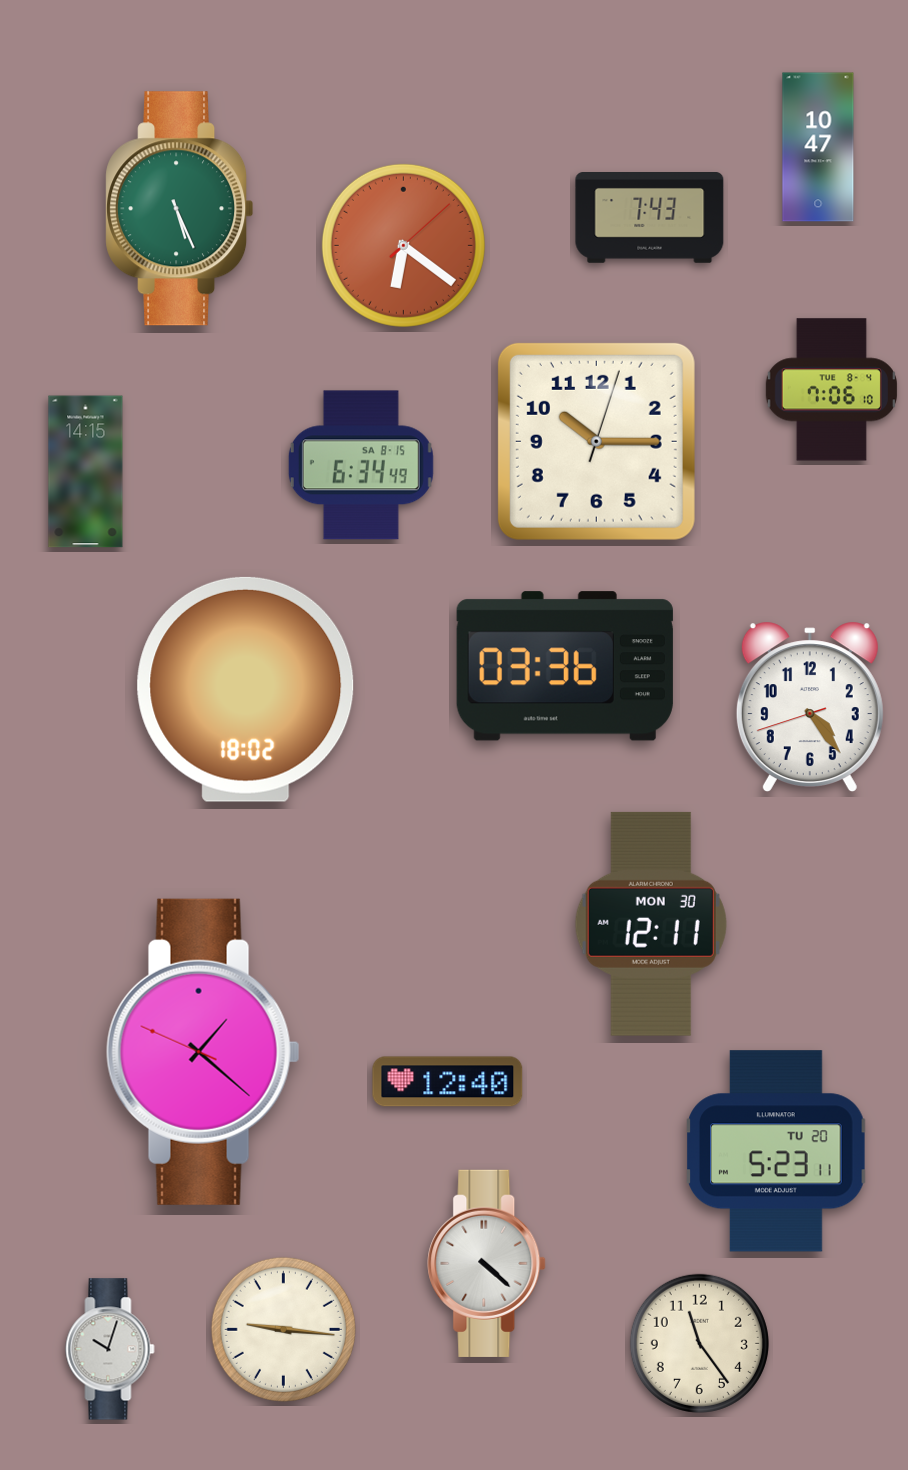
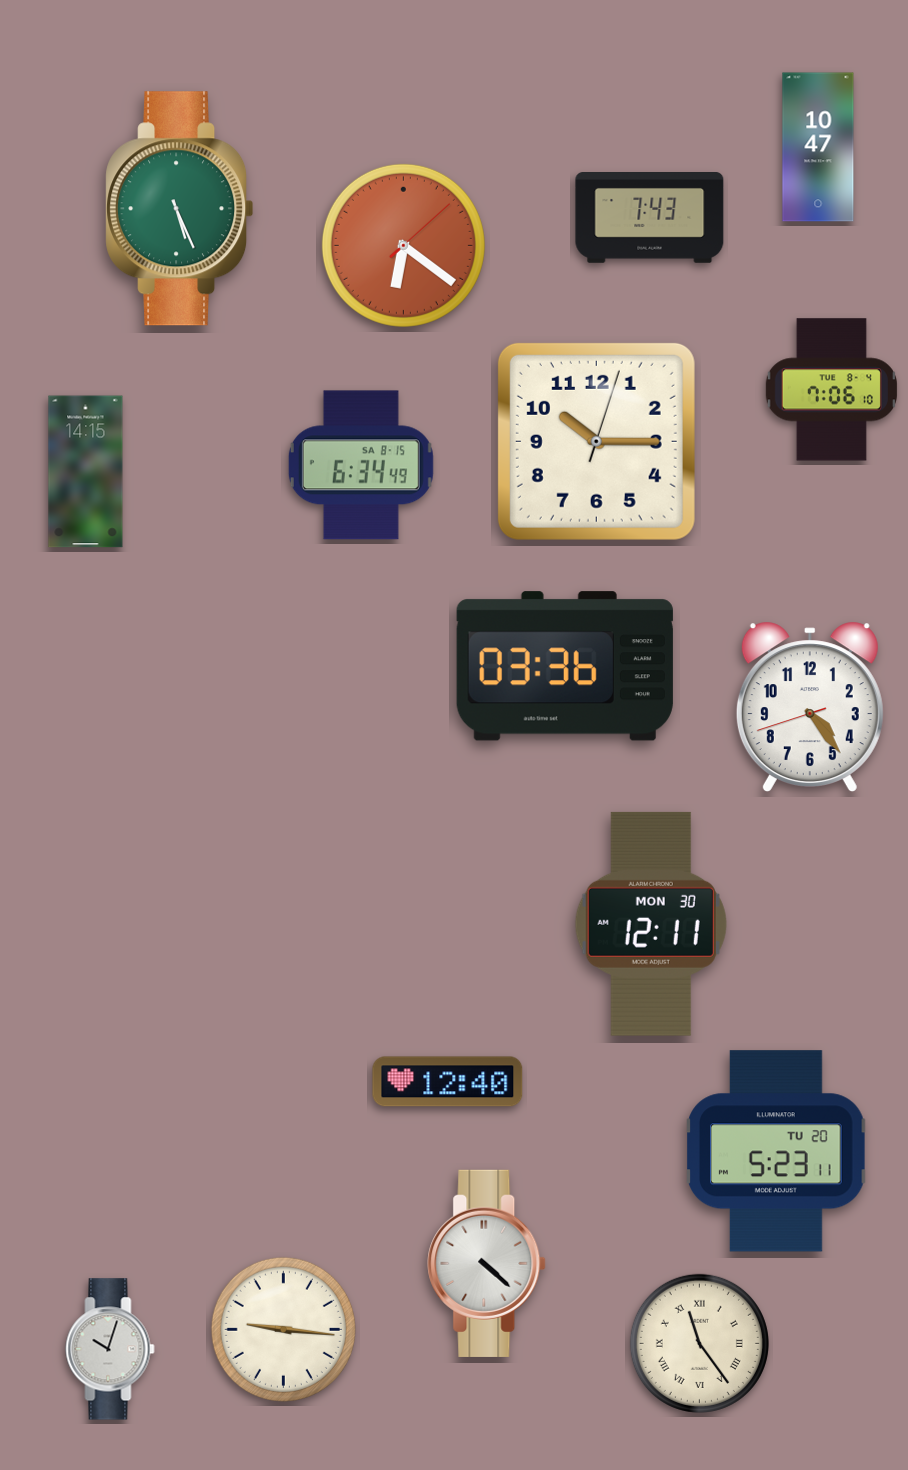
clock at (246, 689): 18:02 -> none
clock at (203, 1052): 1:21 -> none
clock at (699, 1343) numerals: Arabic -> Roman
